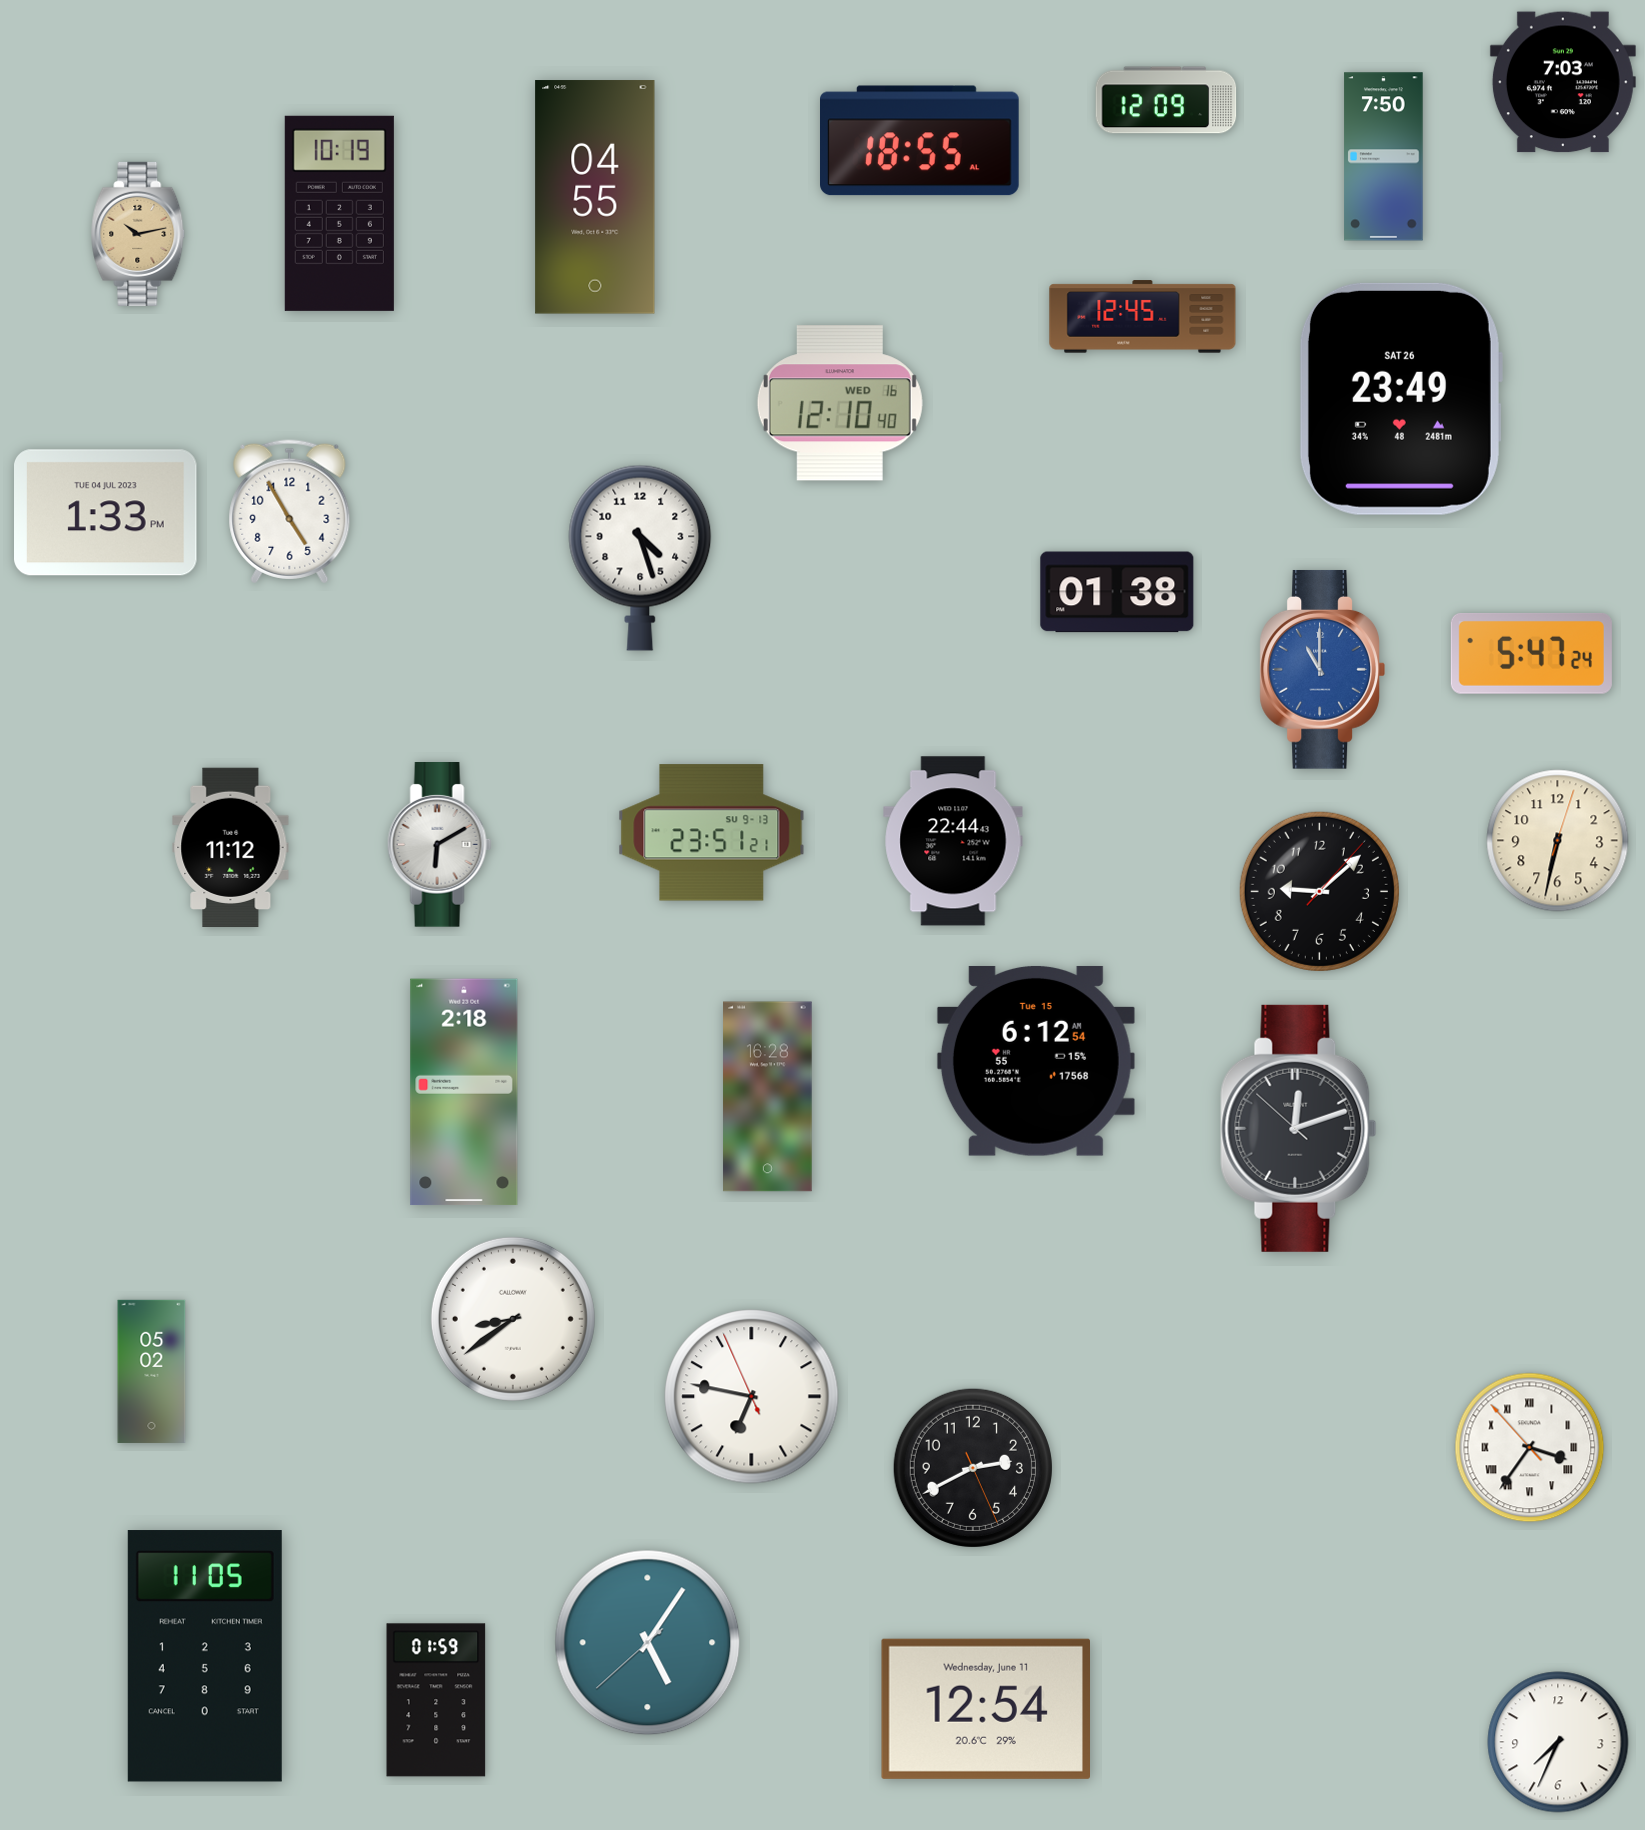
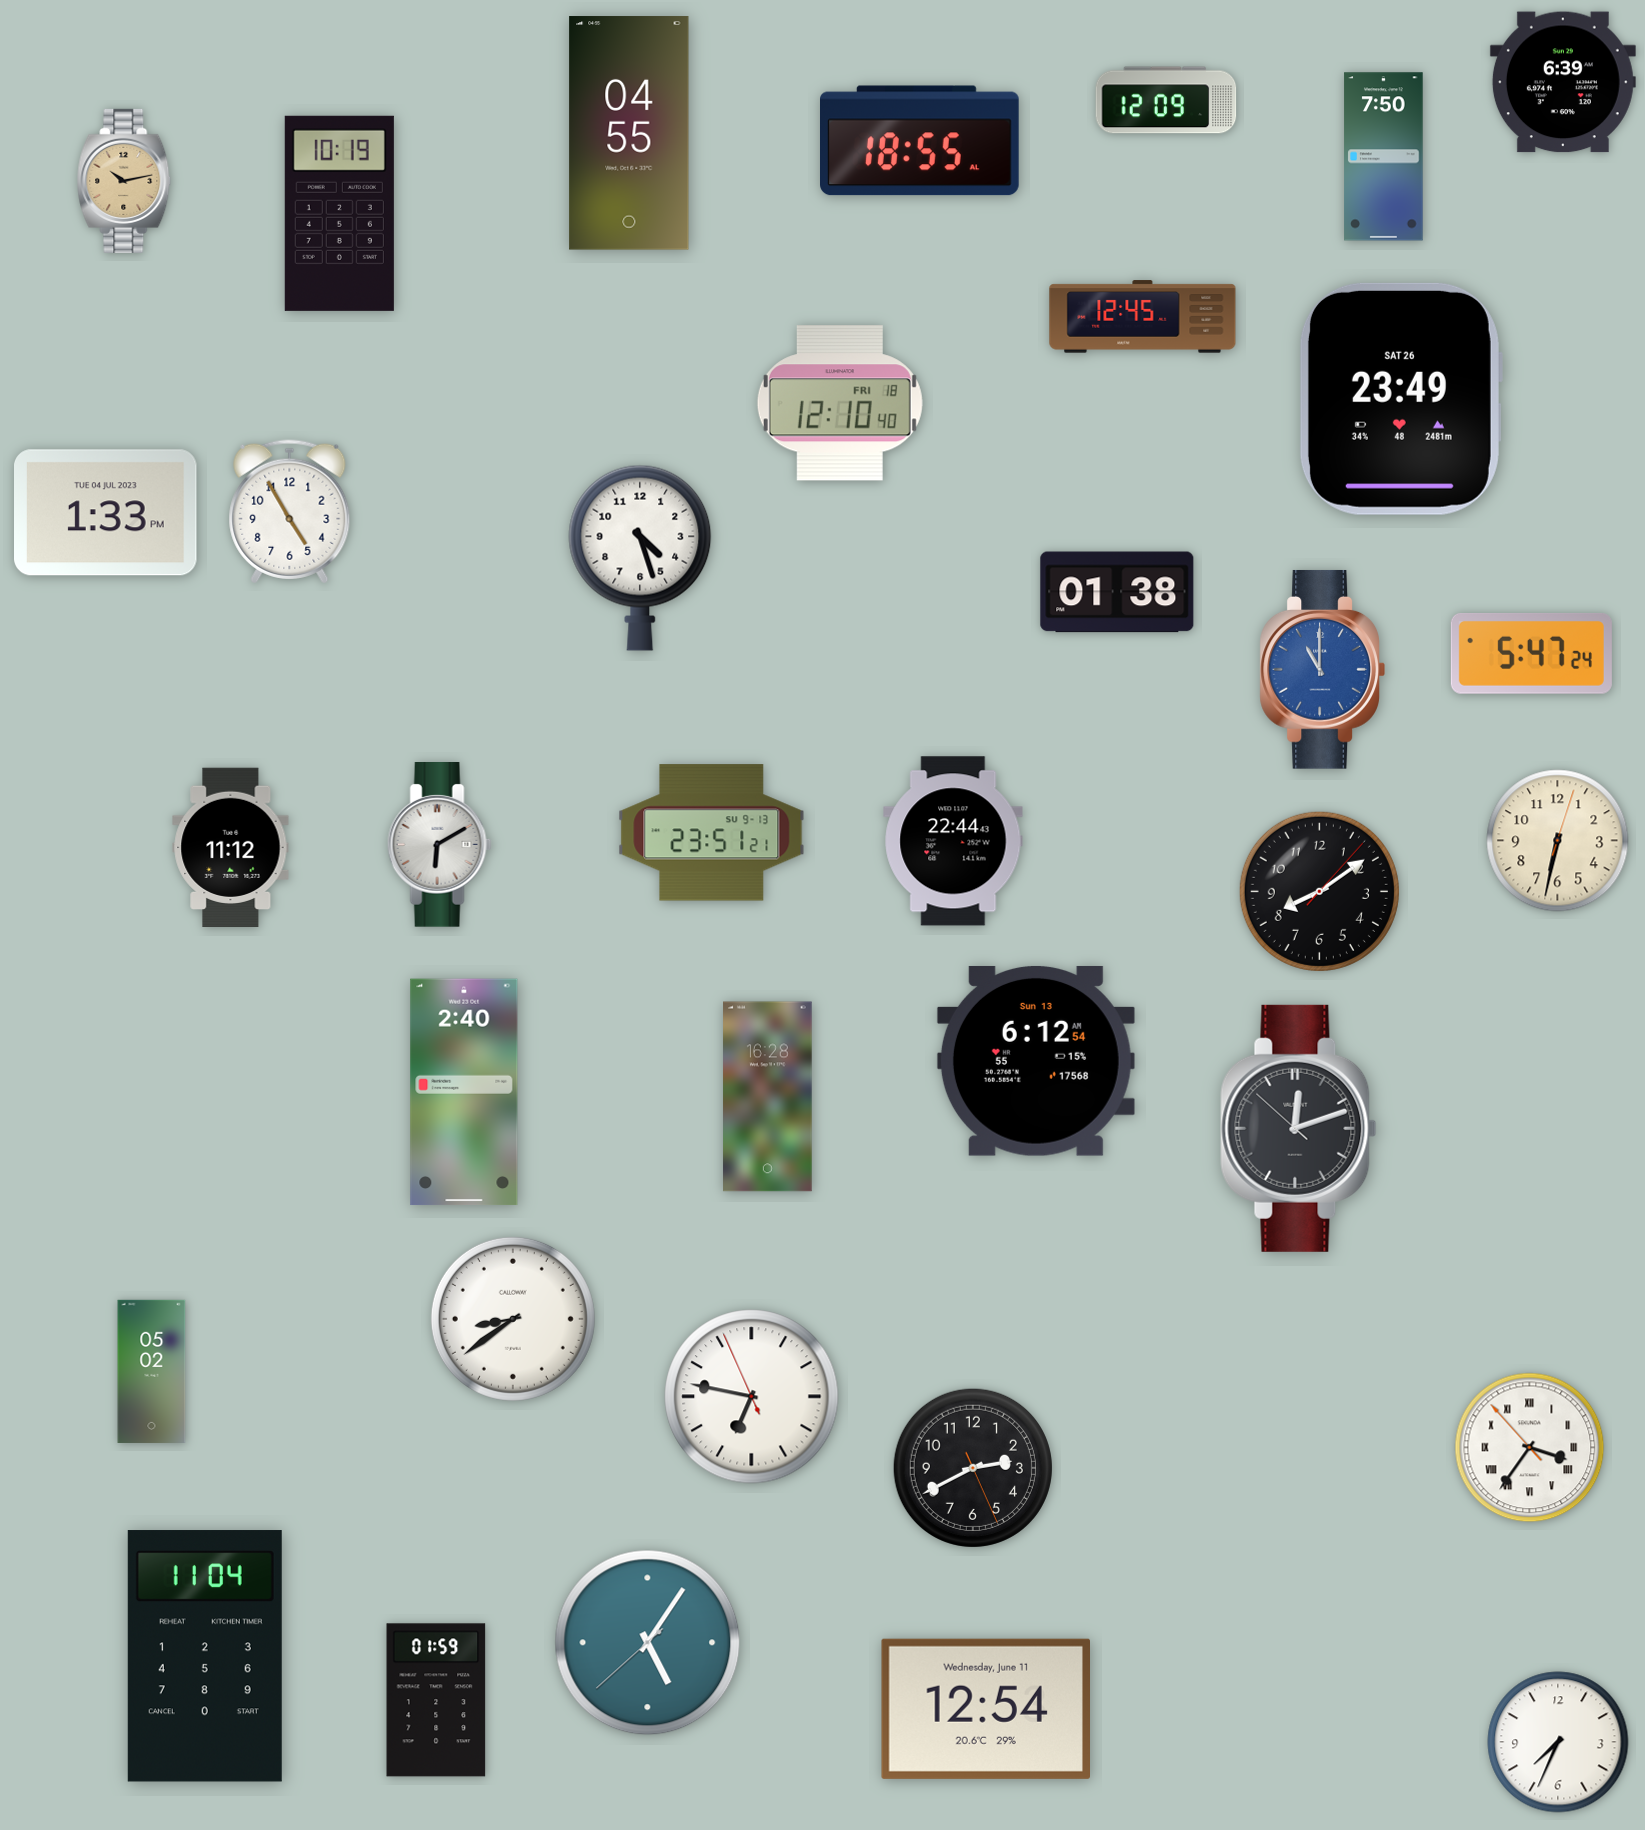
clock at (1563, 82): 7:03 -> 6:39
clock at (595, 197) position: (595, 197) -> (629, 133)
clock at (138, 234) position: (138, 234) -> (124, 181)
clock at (840, 403) date: WED 16 -> FRI 18
clock at (1319, 891): 9:08 -> 8:09
clock at (1036, 1061) date: Tue 15 -> Sun 13
clock at (464, 1092): 2:18 -> 2:40
clock at (205, 1656): 11:05 -> 11:04
